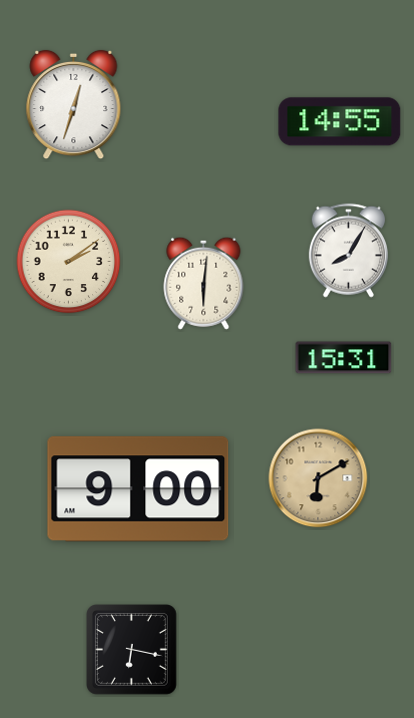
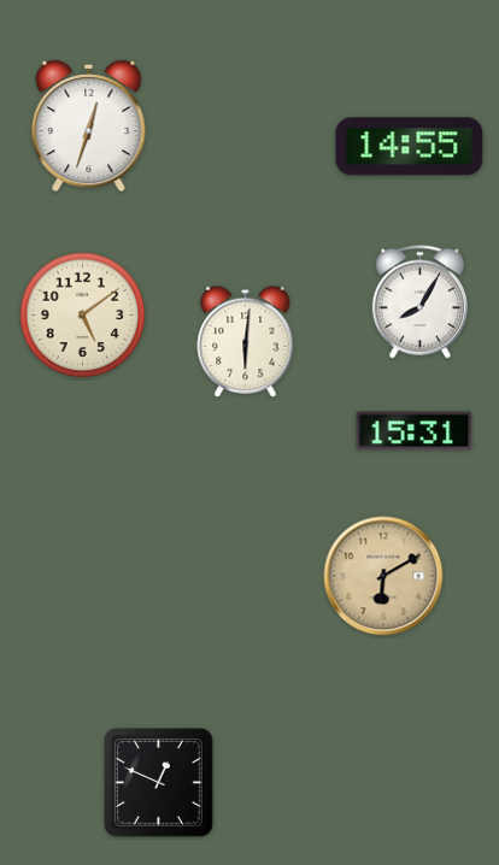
clock at (69, 262): 2:09 -> 5:09
clock at (138, 489): 9:00 -> none
clock at (132, 650): 6:17 -> 12:49
